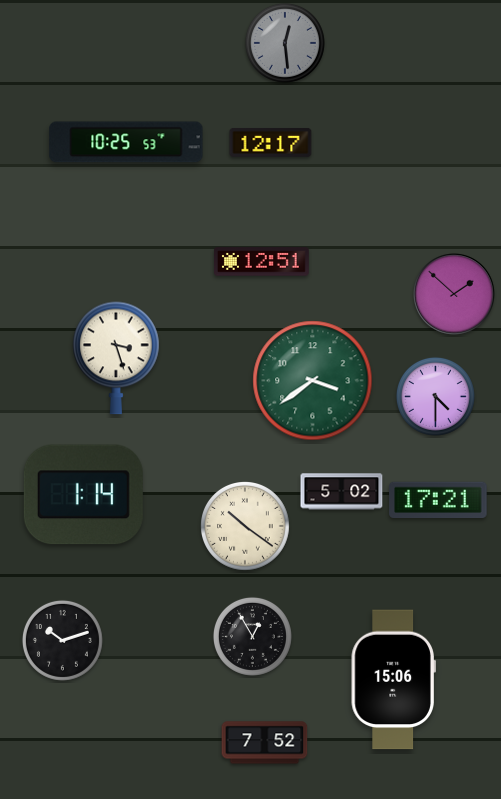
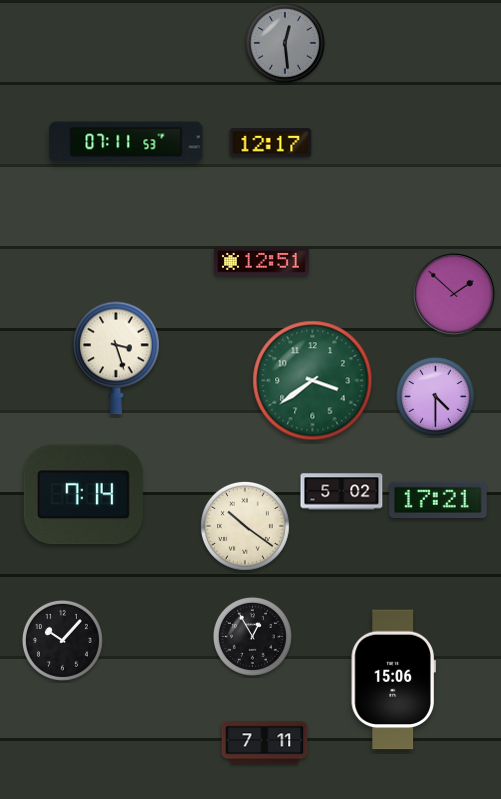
clock at (126, 142): 10:25 -> 07:11
clock at (83, 495): 1:14 -> 7:14
clock at (62, 640): 10:12 -> 10:07
clock at (265, 743): 7:52 -> 7:11
